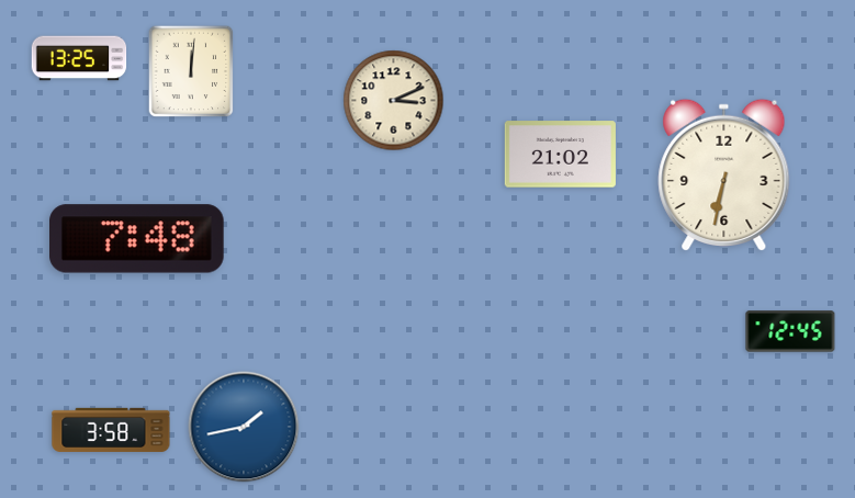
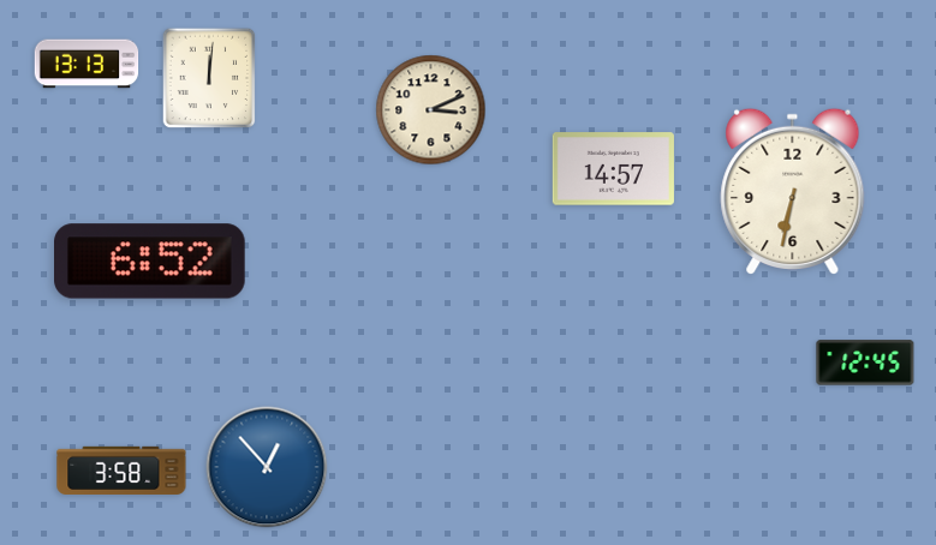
clock at (79, 58): 13:25 -> 13:13
clock at (560, 155): 21:02 -> 14:57
clock at (137, 239): 7:48 -> 6:52
clock at (244, 427): 1:43 -> 12:53
